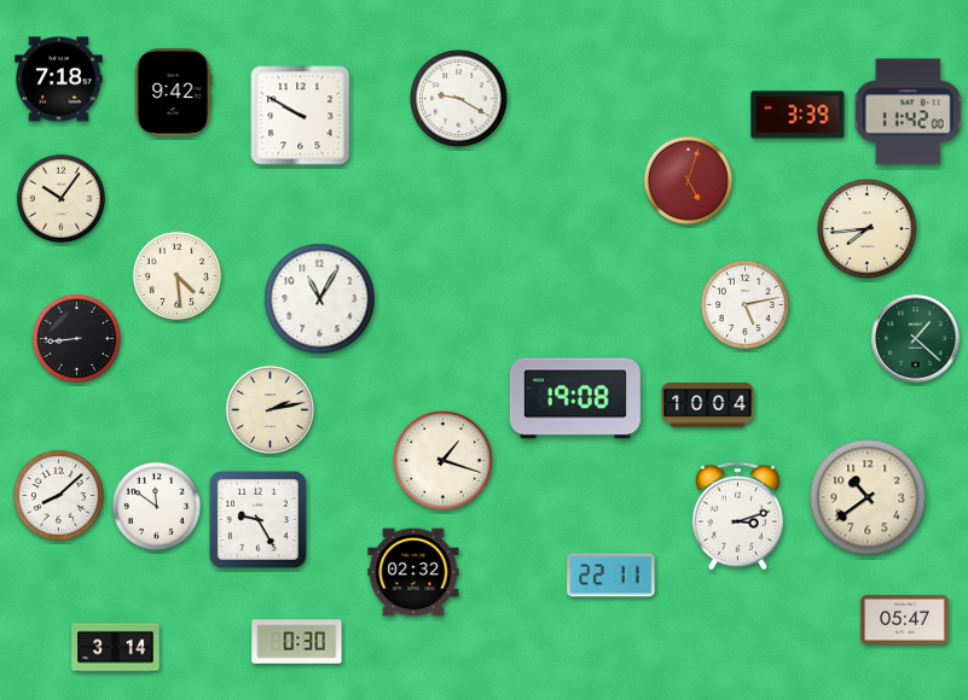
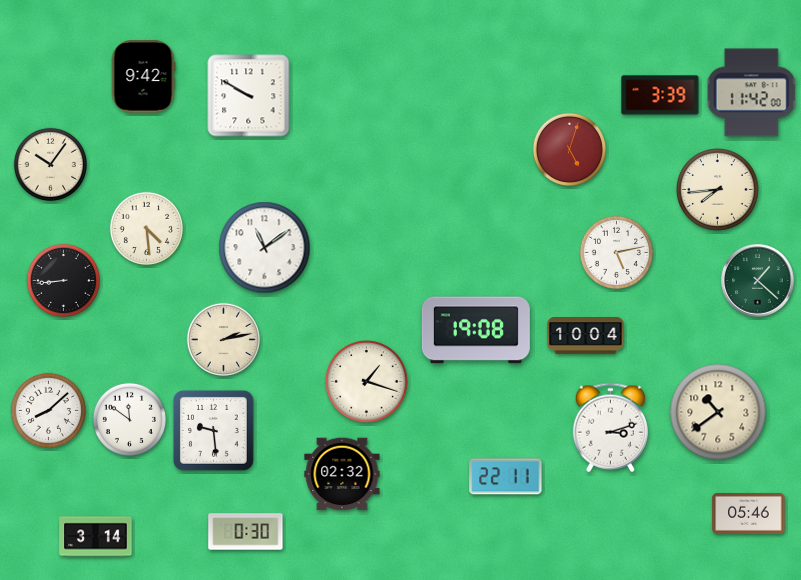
clock at (59, 80): 7:18 -> none
clock at (459, 99): 9:20 -> none
clock at (320, 299): 11:05 -> 11:09
clock at (257, 519): 9:25 -> 9:29
clock at (905, 619): 05:47 -> 05:46
